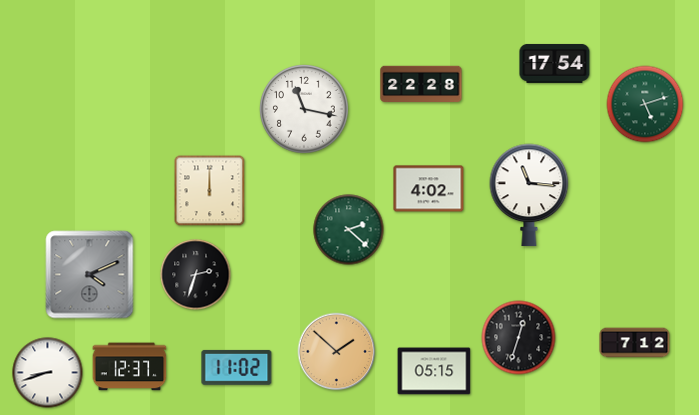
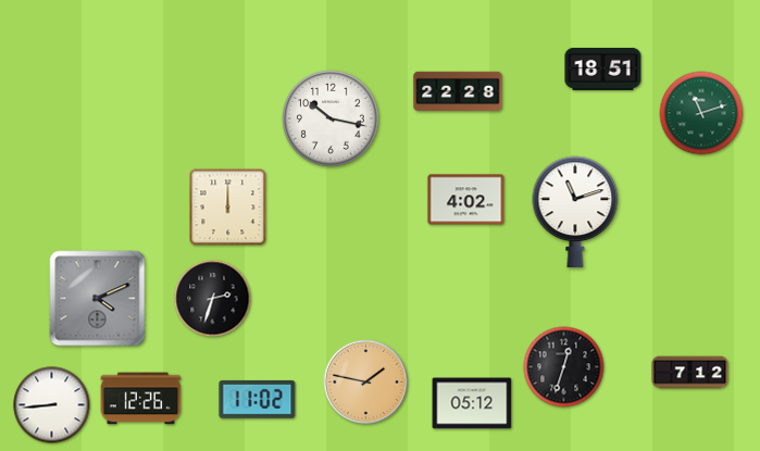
clock at (555, 63): 17:54 -> 18:51
clock at (645, 104): 5:12 -> 11:12
clock at (305, 110): 11:17 -> 10:17
clock at (429, 189) position: (429, 189) -> (466, 200)
clock at (529, 195): 11:16 -> 11:12
clock at (349, 230): 2:22 -> none
clock at (337, 352): 1:52 -> 1:47
clock at (130, 367): 12:37 -> 12:26
clock at (434, 371): 05:15 -> 05:12
clock at (48, 373): 8:42 -> 8:44
